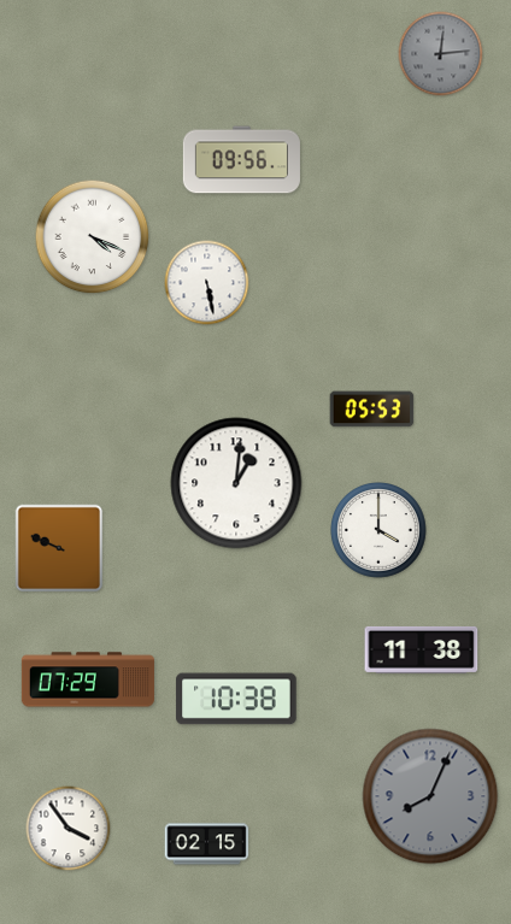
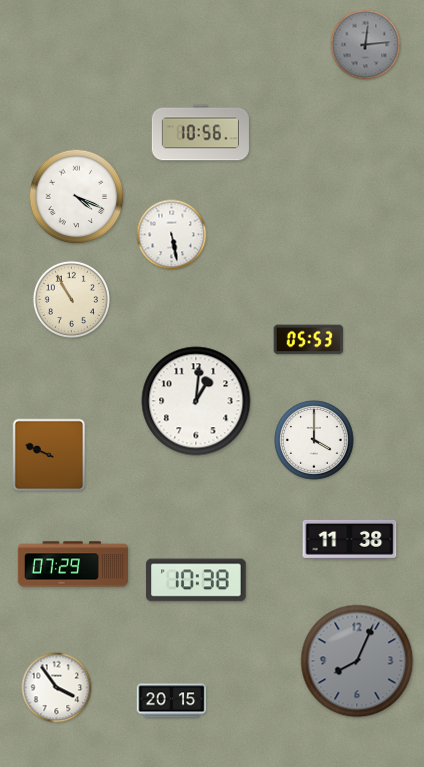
clock at (241, 160): 09:56 -> 10:56
clock at (71, 299): none -> 10:55
clock at (207, 844): 02:15 -> 20:15
